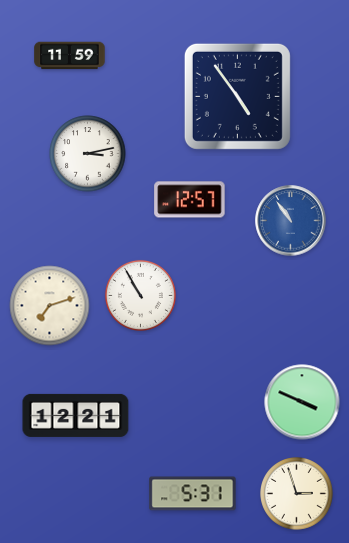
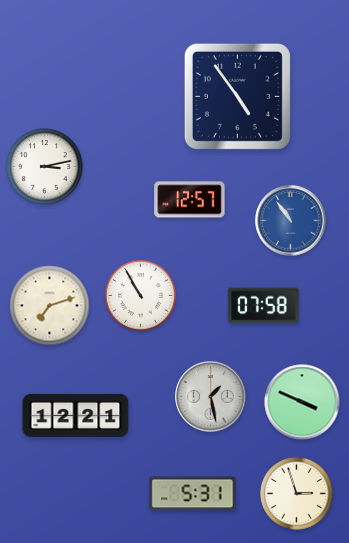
clock at (70, 56): 11:59 -> none
clock at (88, 154) position: (88, 154) -> (45, 167)
clock at (264, 306): none -> 07:58
clock at (211, 397): none -> 1:28
